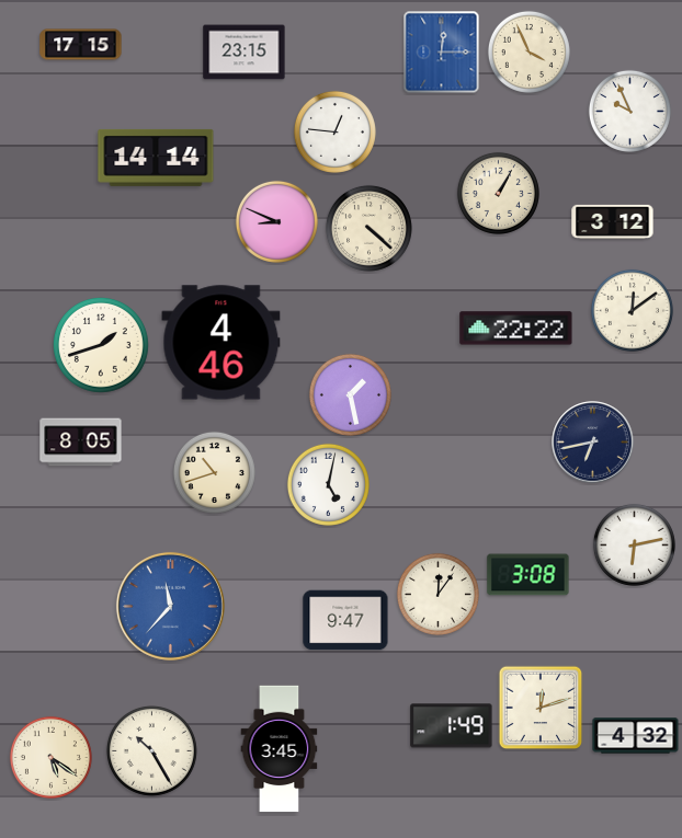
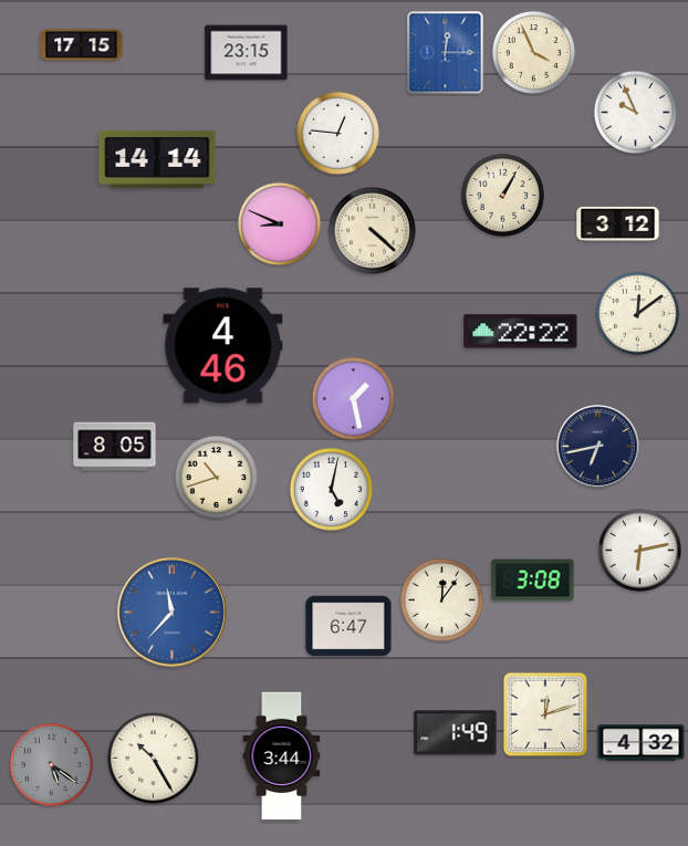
clock at (101, 345): 1:42 -> none
clock at (81, 443) position: (81, 443) -> (115, 447)
clock at (345, 620): 9:47 -> 6:47
clock at (280, 749): 3:45 -> 3:44
clock at (50, 757) dial: cream -> grey
